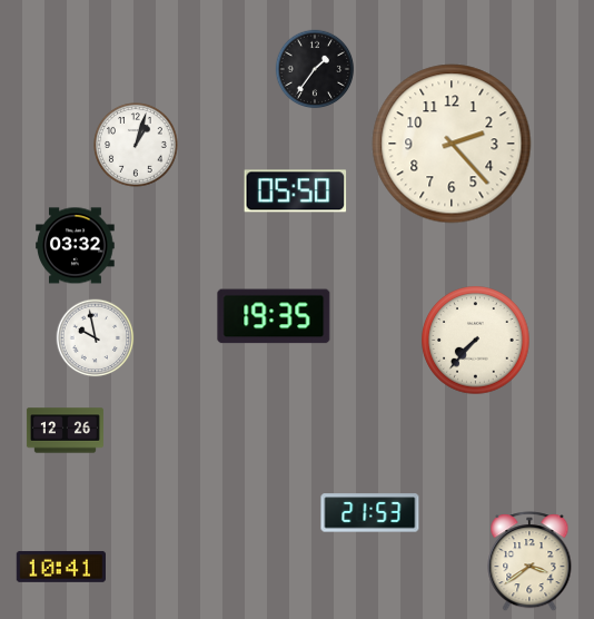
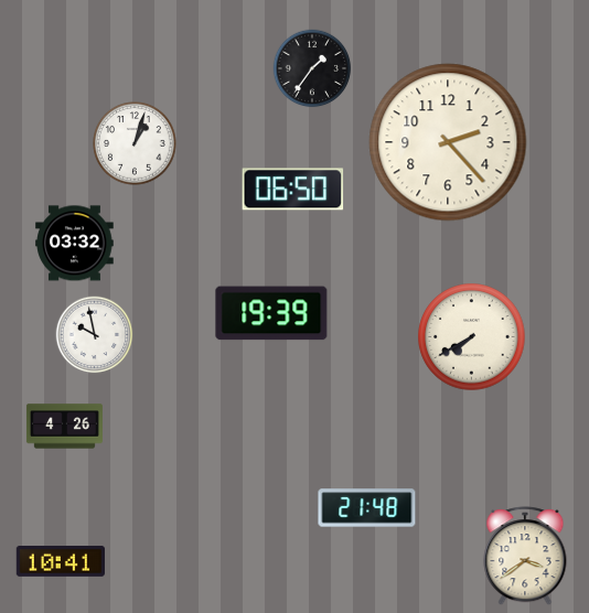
clock at (296, 191): 05:50 -> 06:50
clock at (274, 316): 19:35 -> 19:39
clock at (476, 341): 7:37 -> 7:40
clock at (65, 431): 12:26 -> 4:26
clock at (370, 513): 21:53 -> 21:48
